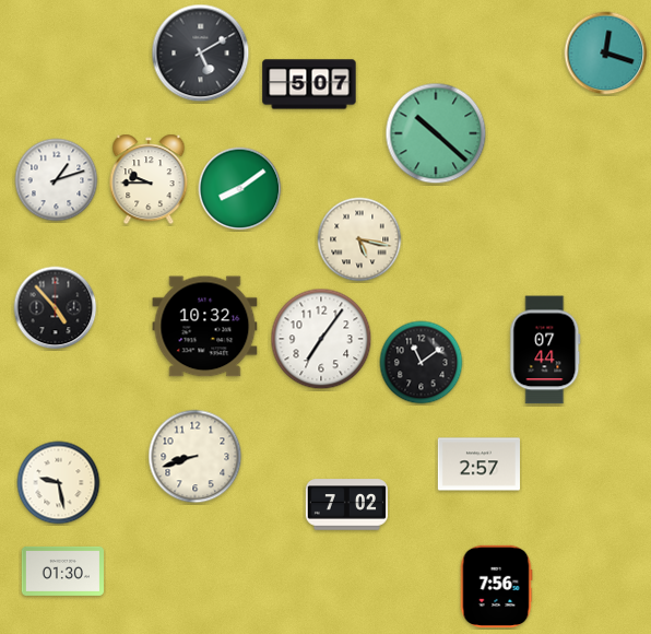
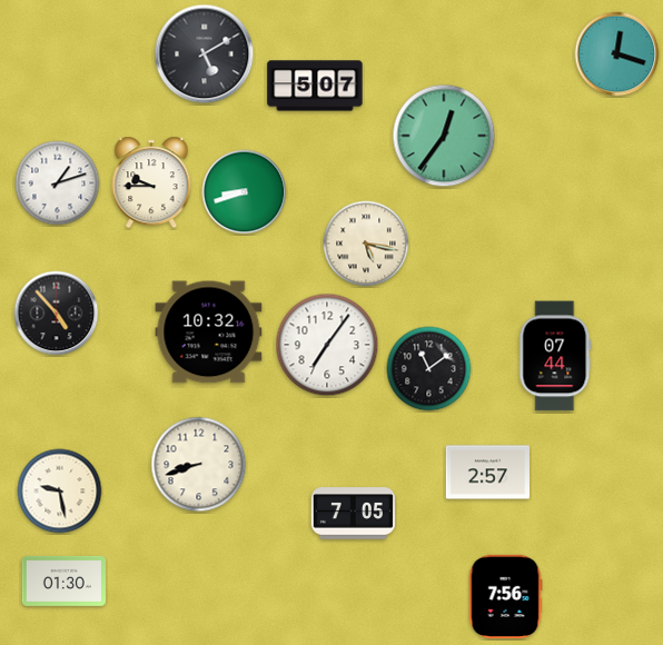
clock at (436, 133): 10:22 -> 12:36
clock at (240, 189): 8:09 -> 8:42
clock at (346, 505): 7:02 -> 7:05
